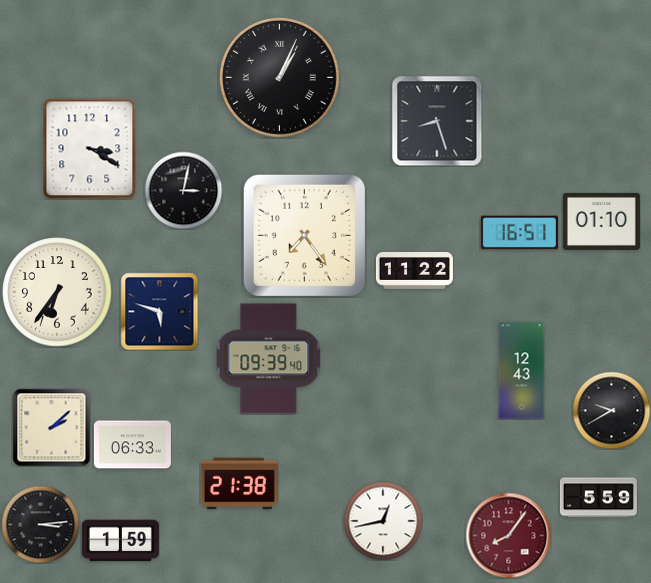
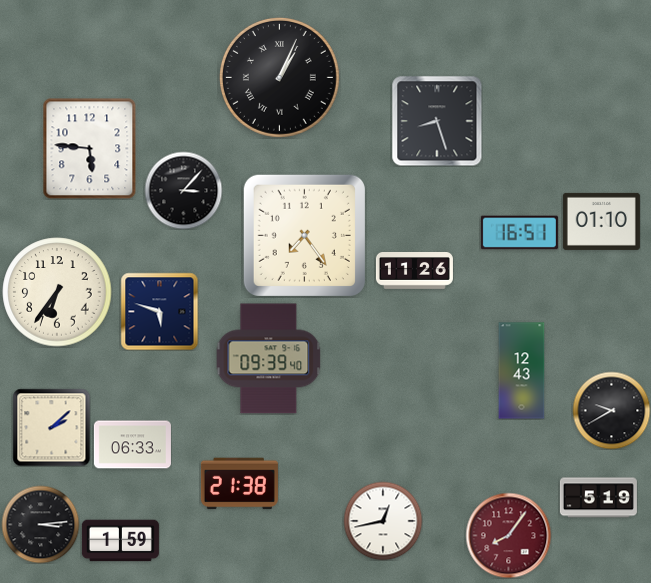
clock at (90, 148): 3:20 -> 5:46
clock at (183, 190): 3:02 -> 3:07
clock at (414, 271): 11:22 -> 11:26
clock at (598, 498): 5:59 -> 5:19
